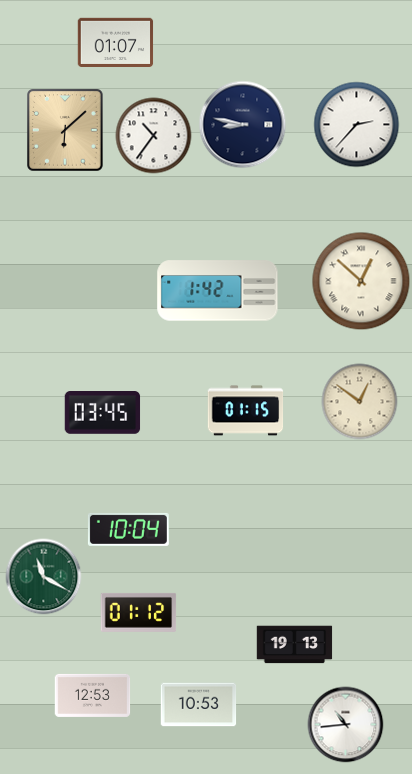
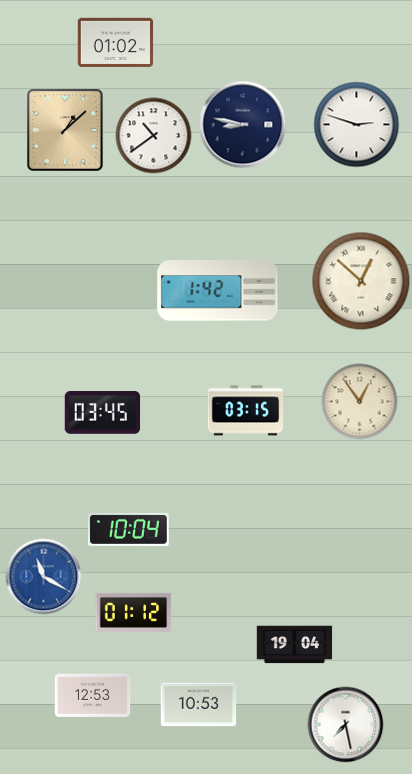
clock at (116, 42): 01:07 -> 01:02
clock at (357, 125): 2:37 -> 2:48
clock at (66, 131): 6:08 -> 1:08
clock at (154, 136): 10:36 -> 10:39
clock at (360, 402): 12:51 -> 12:54
clock at (246, 411): 01:15 -> 03:15
clock at (44, 577) dial: green -> blue
clock at (139, 612) position: (139, 612) -> (134, 612)
clock at (295, 645): 19:13 -> 19:04
clock at (346, 725): 10:44 -> 7:28
